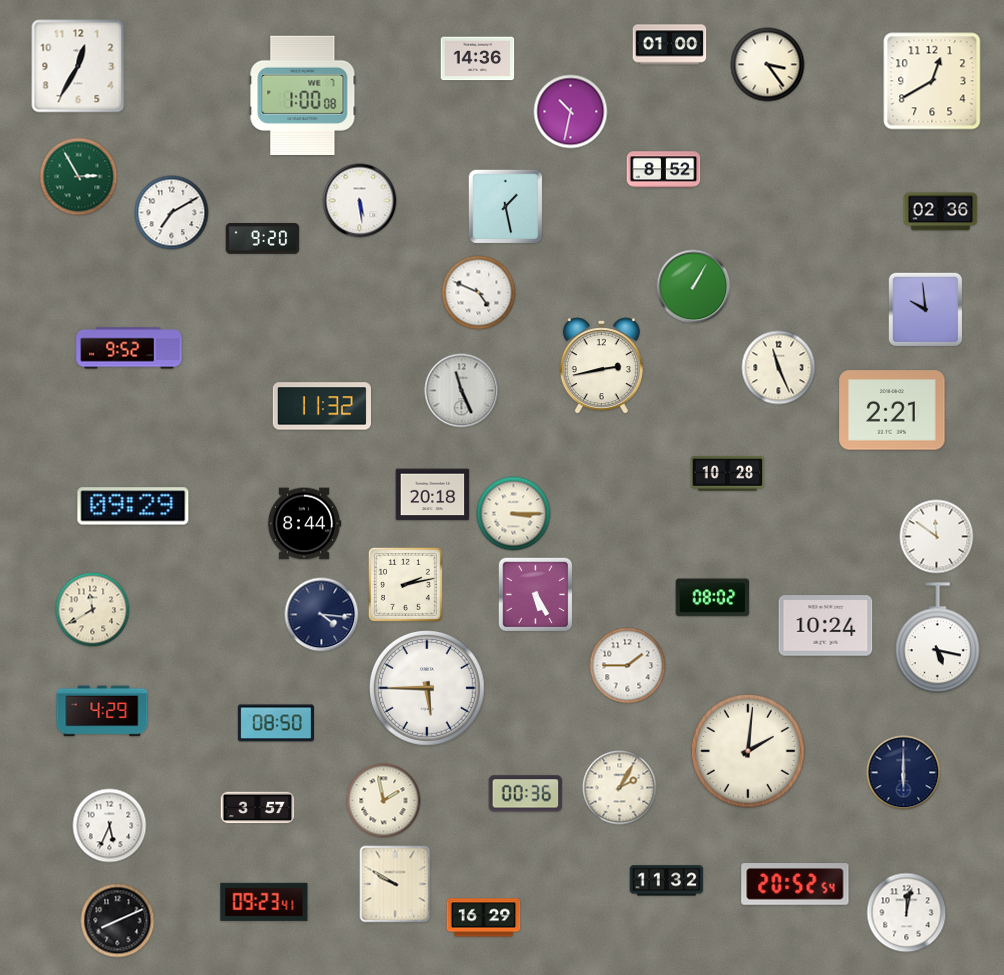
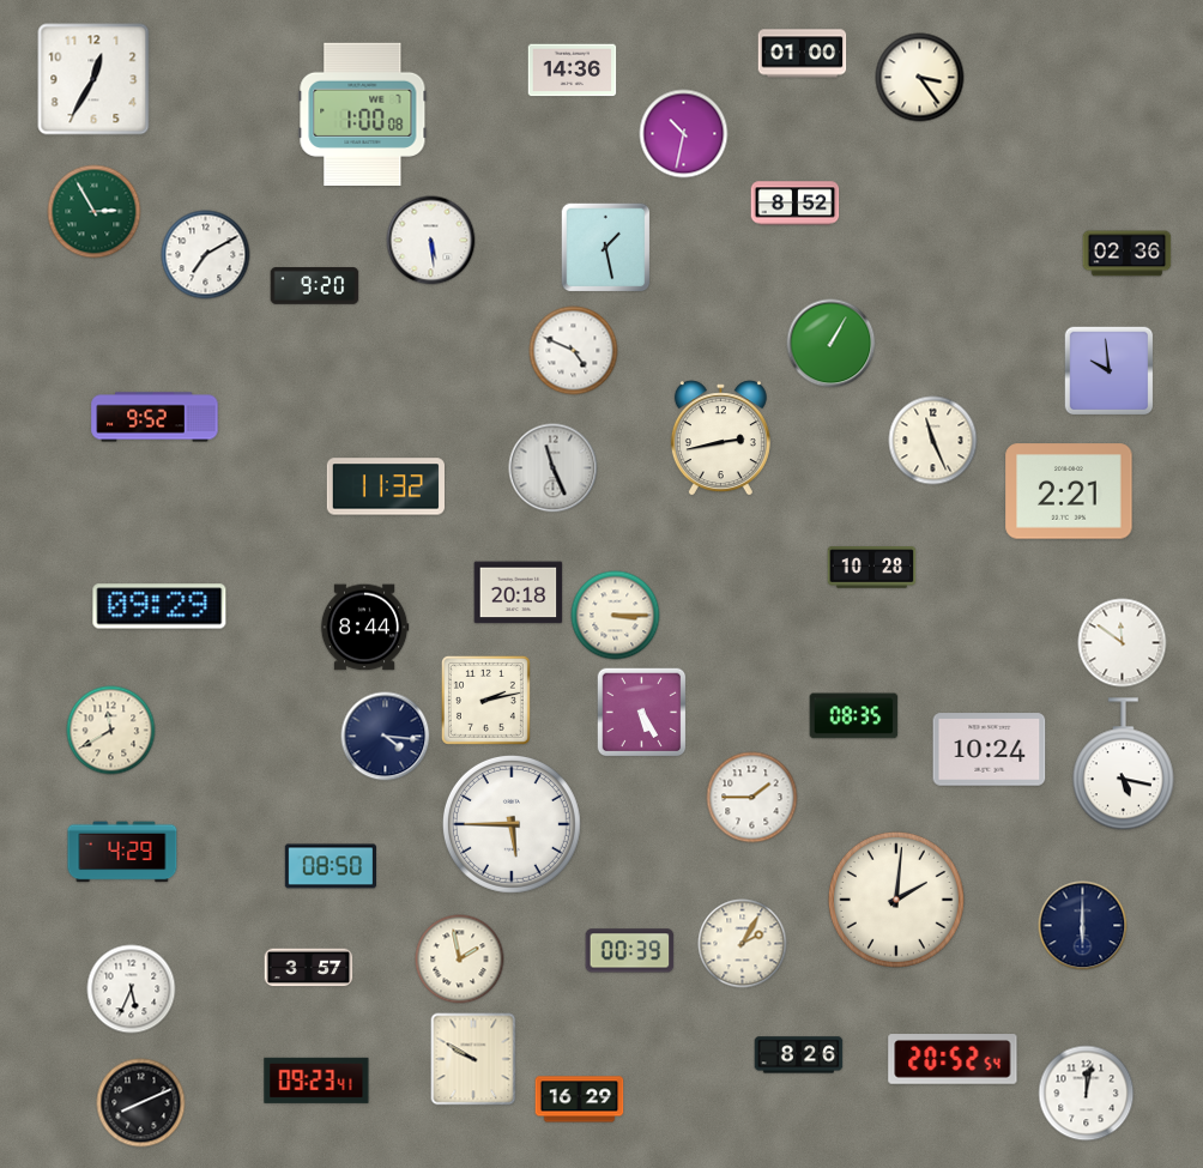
clock at (932, 81): 12:40 -> none
clock at (713, 598): 08:02 -> 08:35
clock at (526, 794): 00:36 -> 00:39
clock at (667, 881): 11:32 -> 8:26
